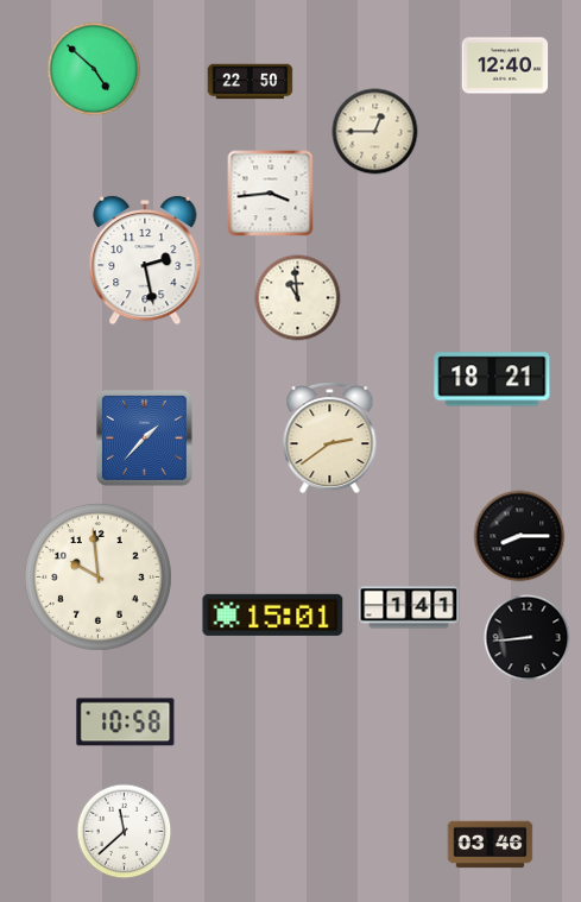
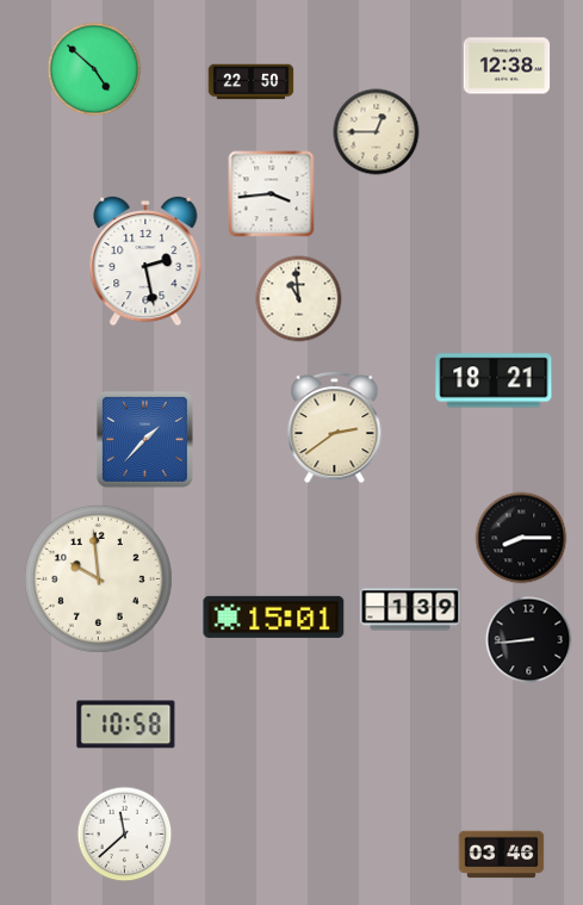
clock at (505, 65): 12:40 -> 12:38
clock at (330, 439) position: (330, 439) -> (335, 428)
clock at (409, 607): 1:41 -> 1:39
clock at (491, 845) position: (491, 845) -> (502, 855)
